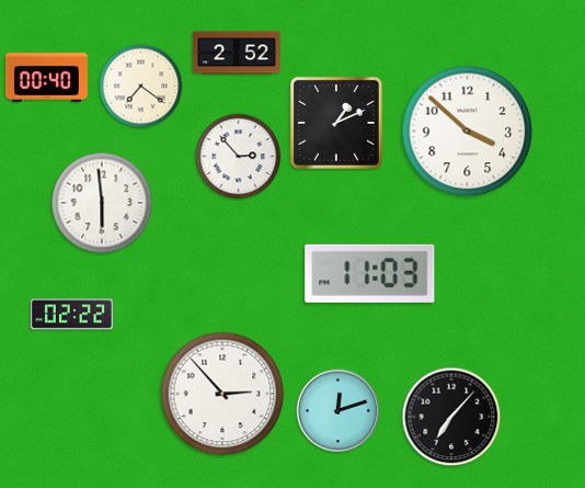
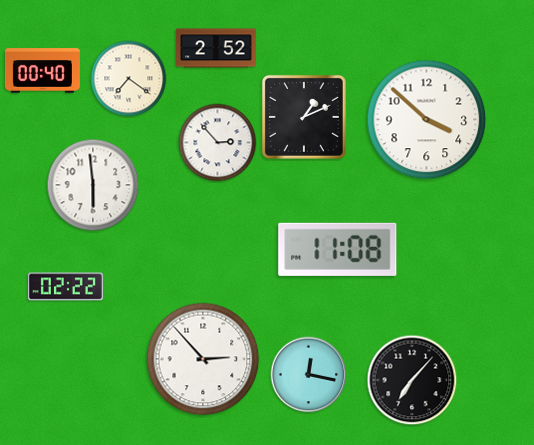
clock at (336, 123) position: (336, 123) -> (304, 117)
clock at (370, 273): 11:03 -> 11:08
clock at (339, 411): 12:12 -> 12:17
